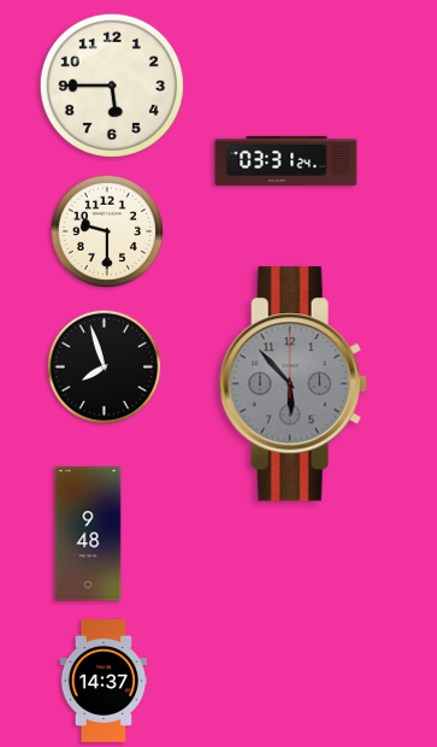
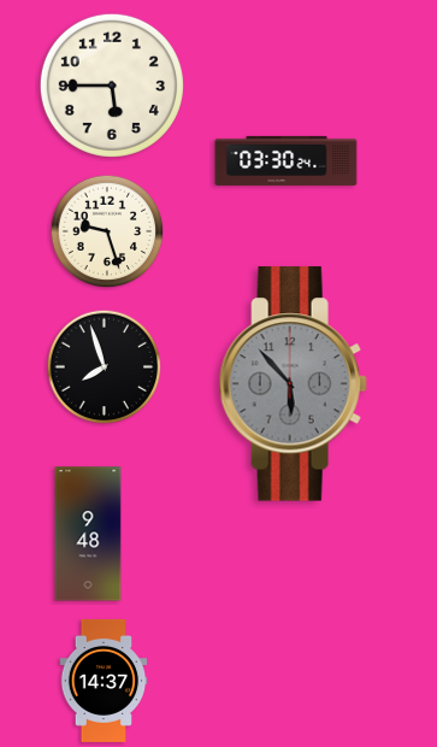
clock at (287, 160): 03:31 -> 03:30
clock at (107, 231): 9:30 -> 9:27
